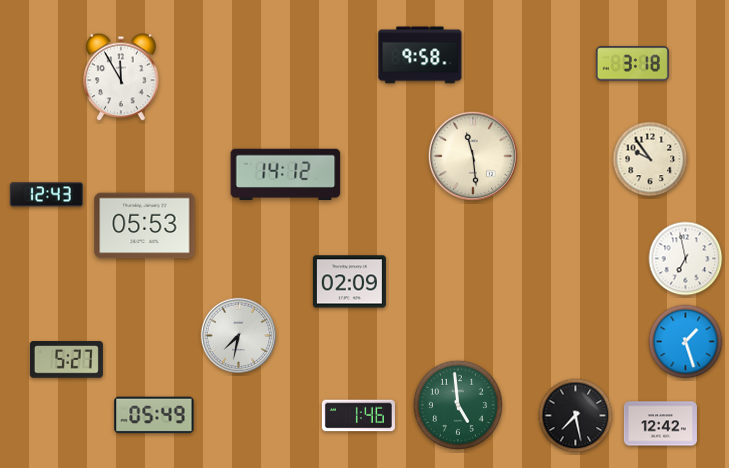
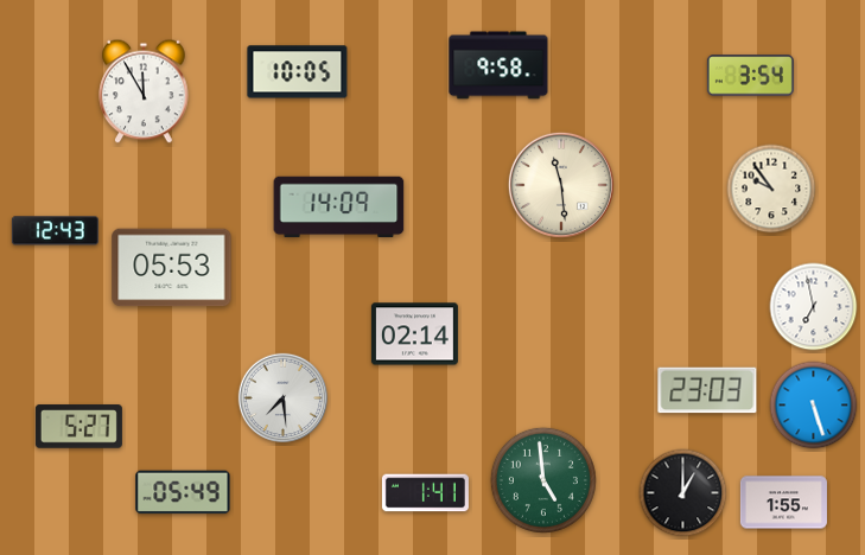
clock at (298, 72): none -> 10:05
clock at (632, 64): 3:18 -> 3:54
clock at (286, 175): 14:12 -> 14:09
clock at (349, 282): 02:09 -> 02:14
clock at (707, 390): none -> 23:03
clock at (238, 335): 7:32 -> 7:29
clock at (686, 342): 1:27 -> 5:27
clock at (358, 416): 1:46 -> 1:41
clock at (576, 416): 7:28 -> 1:00
clock at (660, 424): 12:42 -> 1:55
